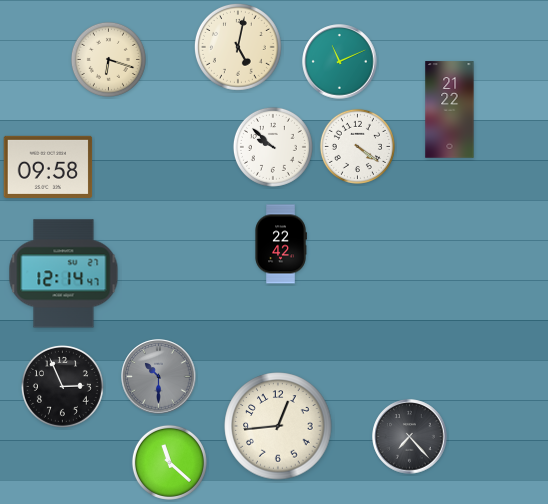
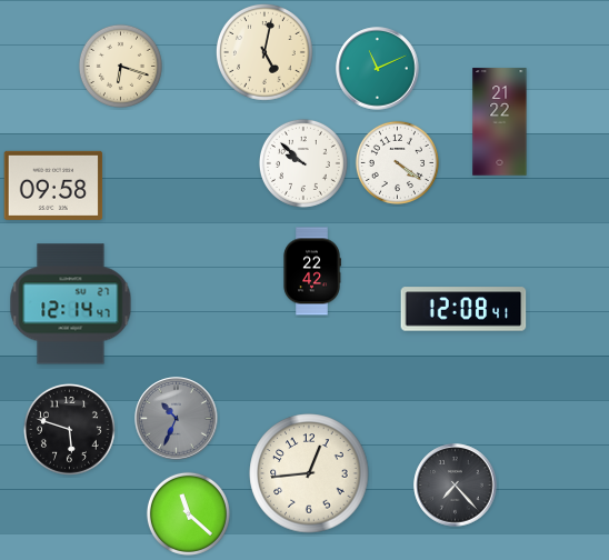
clock at (463, 309): none -> 12:08
clock at (159, 377): 10:30 -> 10:34
clock at (62, 386): 2:56 -> 5:48
